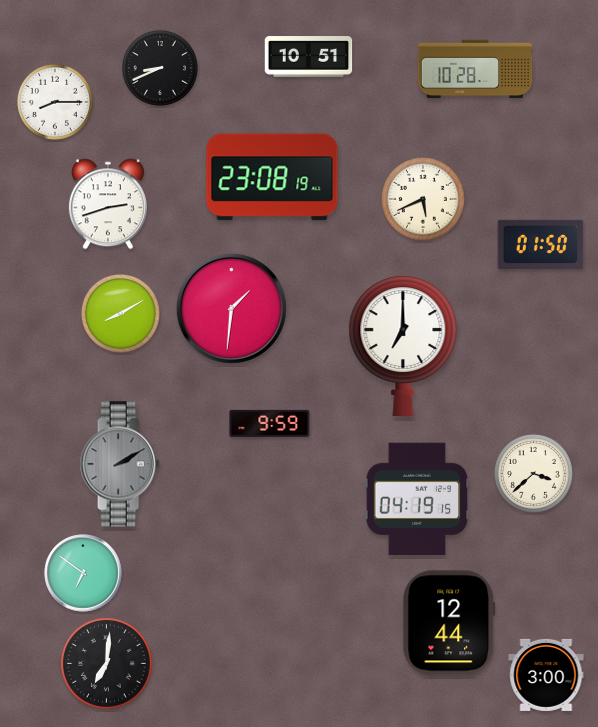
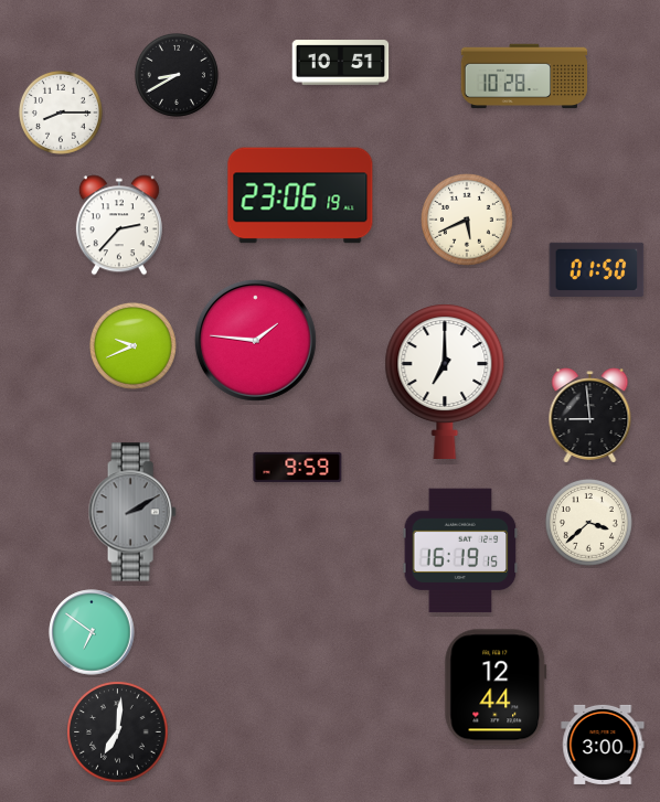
clock at (160, 68): 8:41 -> 8:40
clock at (272, 177): 23:08 -> 23:06
clock at (108, 204): 2:42 -> 2:37
clock at (231, 308): 1:31 -> 1:46
clock at (120, 313): 8:10 -> 9:41
clock at (590, 416): none -> 8:59
clock at (417, 499): 04:19 -> 16:19
